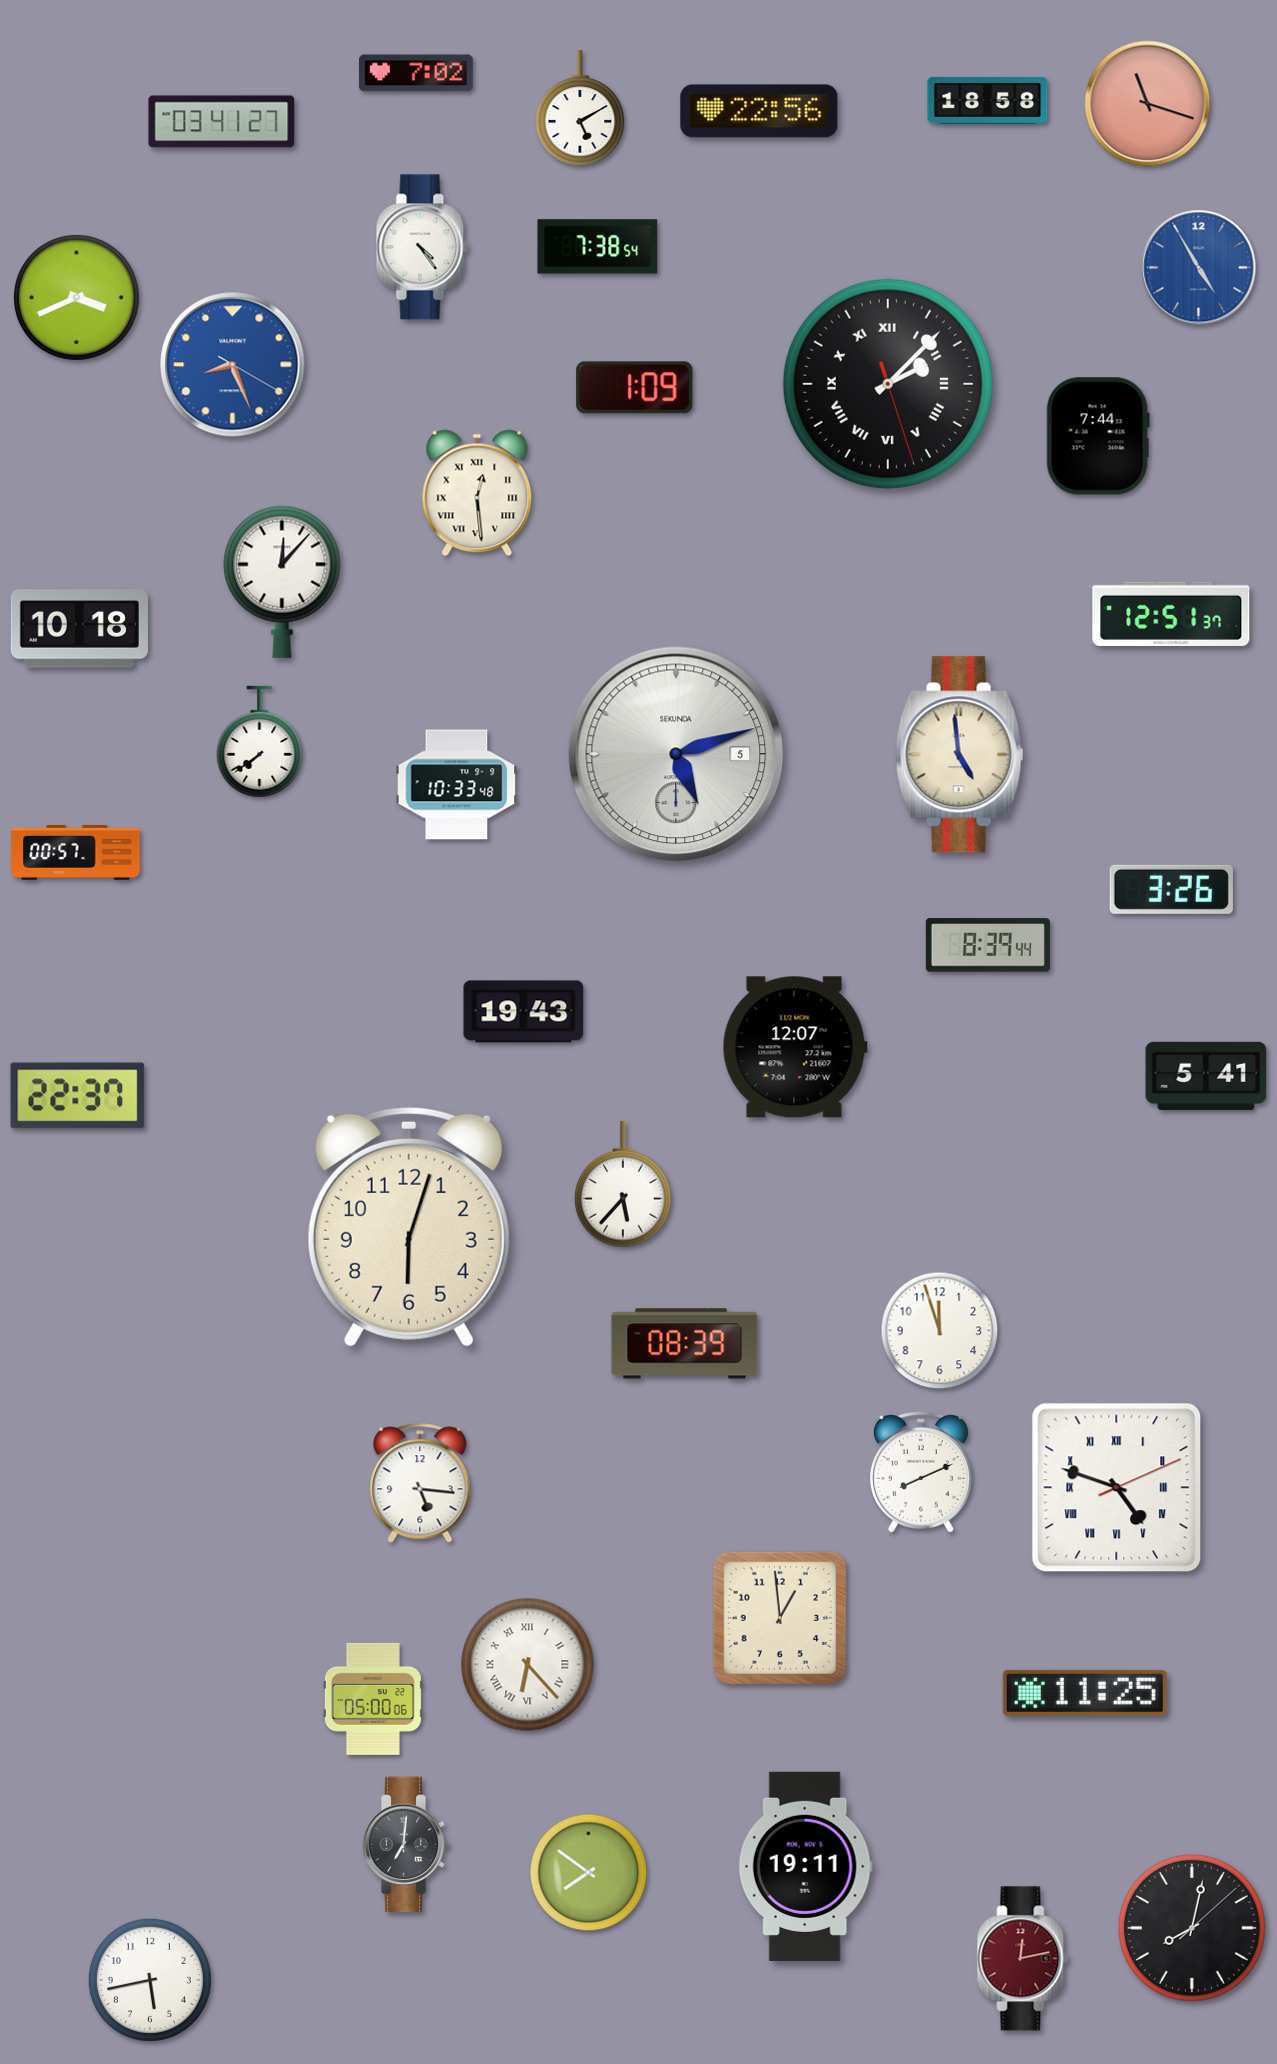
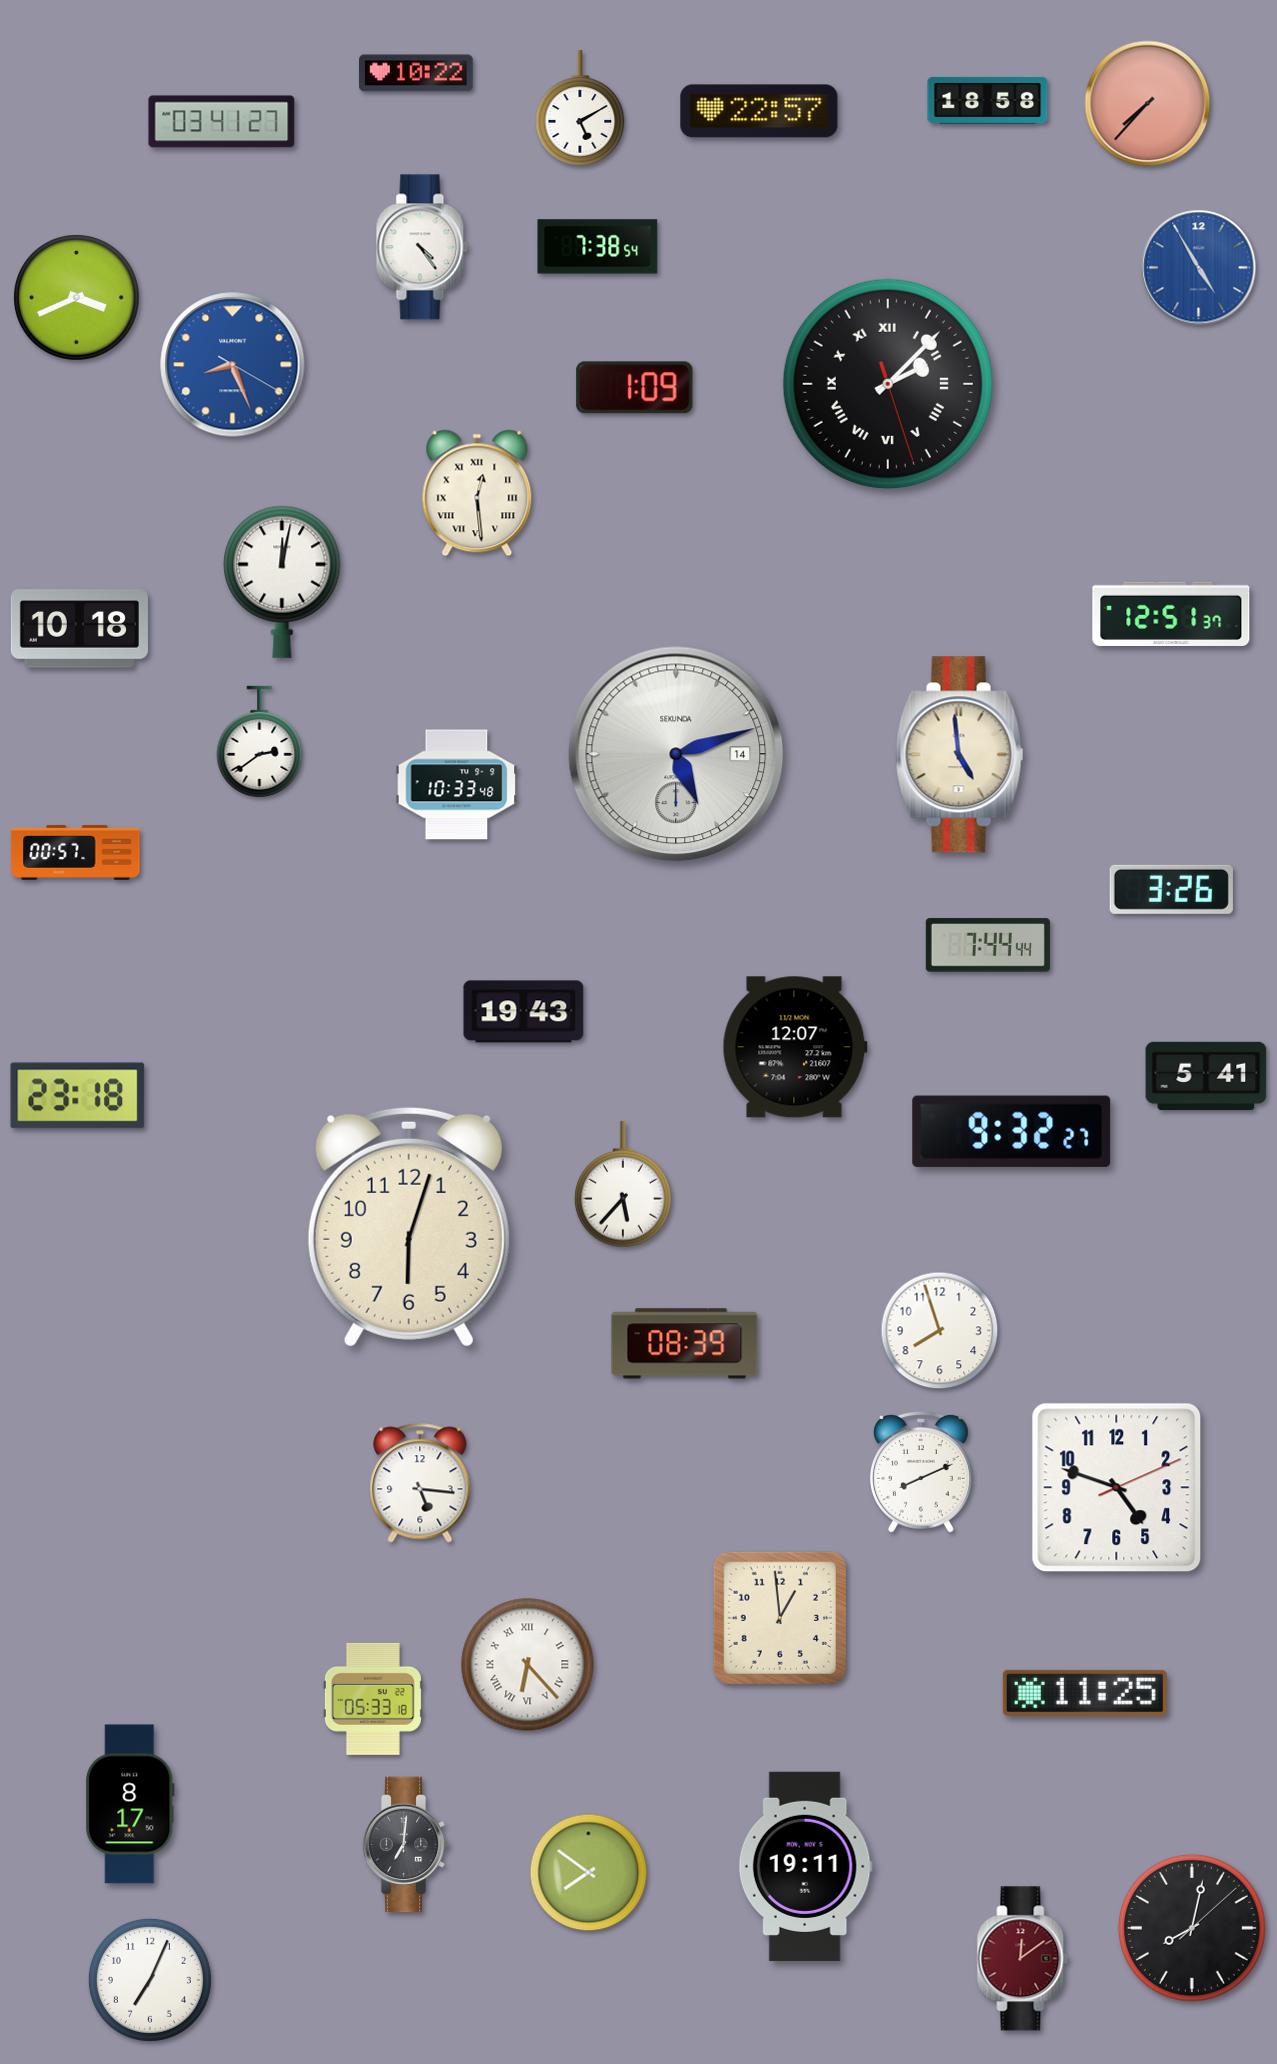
clock at (416, 73): 7:02 -> 10:22
clock at (1148, 104): 11:18 -> 7:37
clock at (759, 111): 22:56 -> 22:57
clock at (1098, 436): 7:44 -> none
clock at (282, 582): 12:07 -> 12:02
clock at (260, 742): 7:39 -> 2:39
clock at (676, 754) date: 5 -> 14
clock at (988, 945): 8:39 -> 7:44
clock at (78, 1096): 22:37 -> 23:18
clock at (1012, 1131): none -> 9:32
clock at (940, 1331): 11:57 -> 7:57
clock at (1117, 1488) numerals: Roman -> Arabic
clock at (373, 1699): 05:00 -> 05:33
clock at (130, 1804): none -> 8:17
clock at (1023, 1959): 12:13 -> 12:09
clock at (150, 1980): 5:43 -> 7:04
